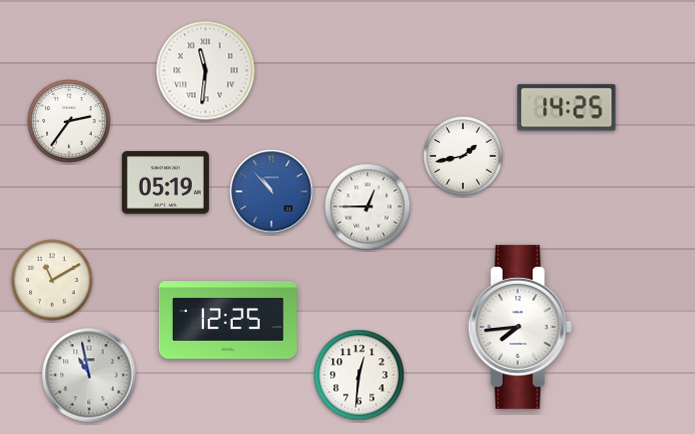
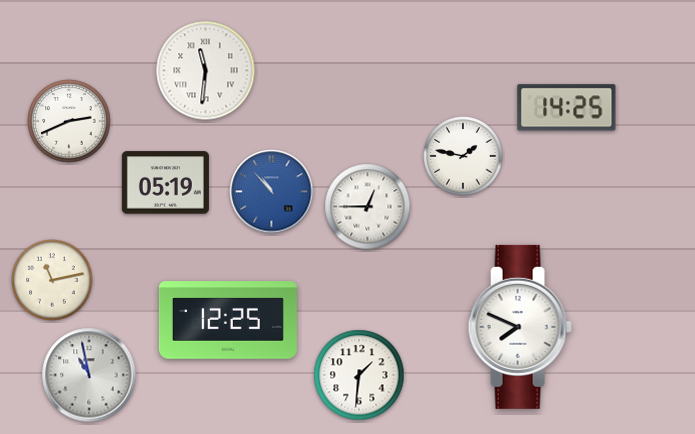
clock at (69, 121): 2:36 -> 2:41
clock at (463, 156): 1:43 -> 1:47
clock at (52, 280): 11:10 -> 11:13
clock at (520, 327): 7:44 -> 7:49
clock at (359, 375): 12:31 -> 1:31
